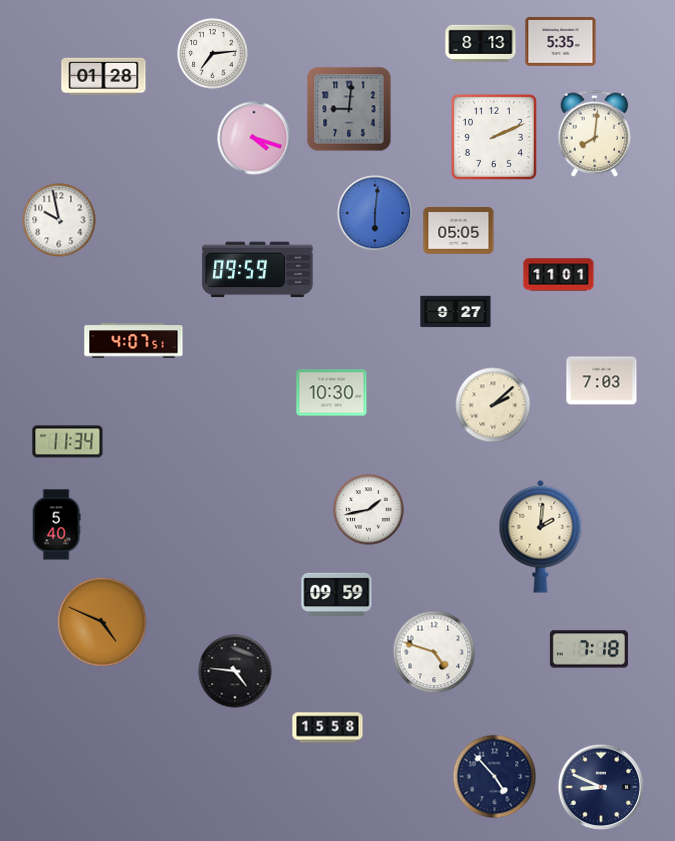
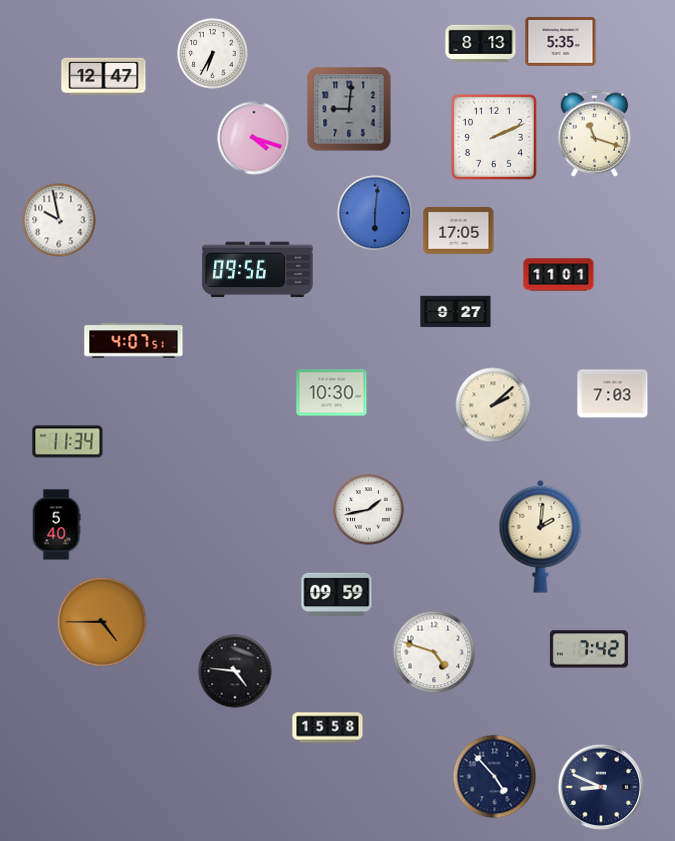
clock at (213, 54): 7:14 -> 6:35
clock at (104, 77): 01:28 -> 12:47
clock at (595, 133): 8:01 -> 11:18
clock at (459, 230): 05:05 -> 17:05
clock at (258, 270): 09:59 -> 09:56
clock at (602, 381) position: (602, 381) -> (613, 394)
clock at (102, 622): 4:49 -> 4:45
clock at (589, 649): 7:18 -> 7:42
